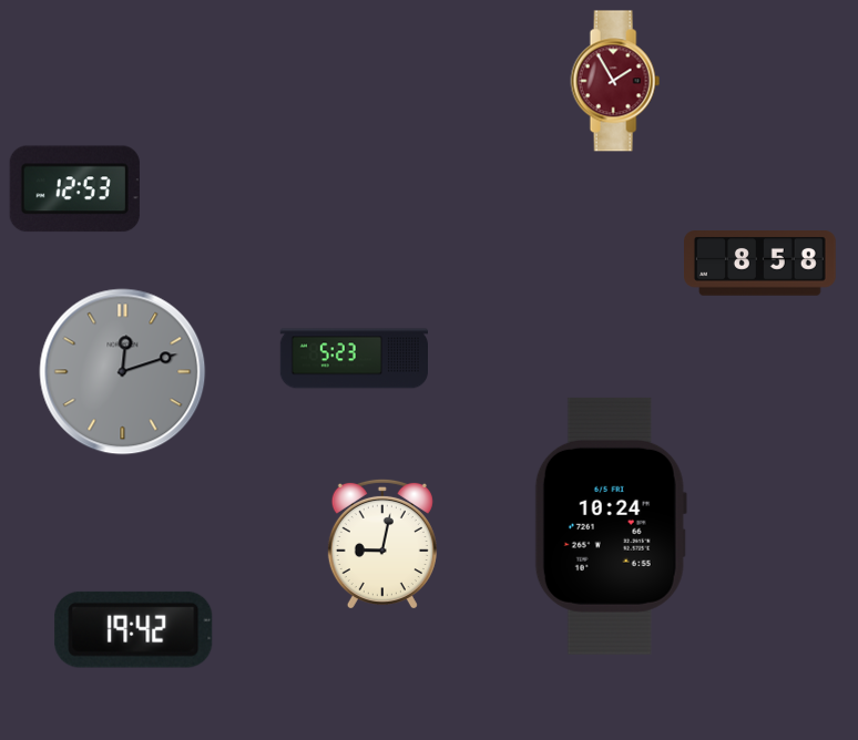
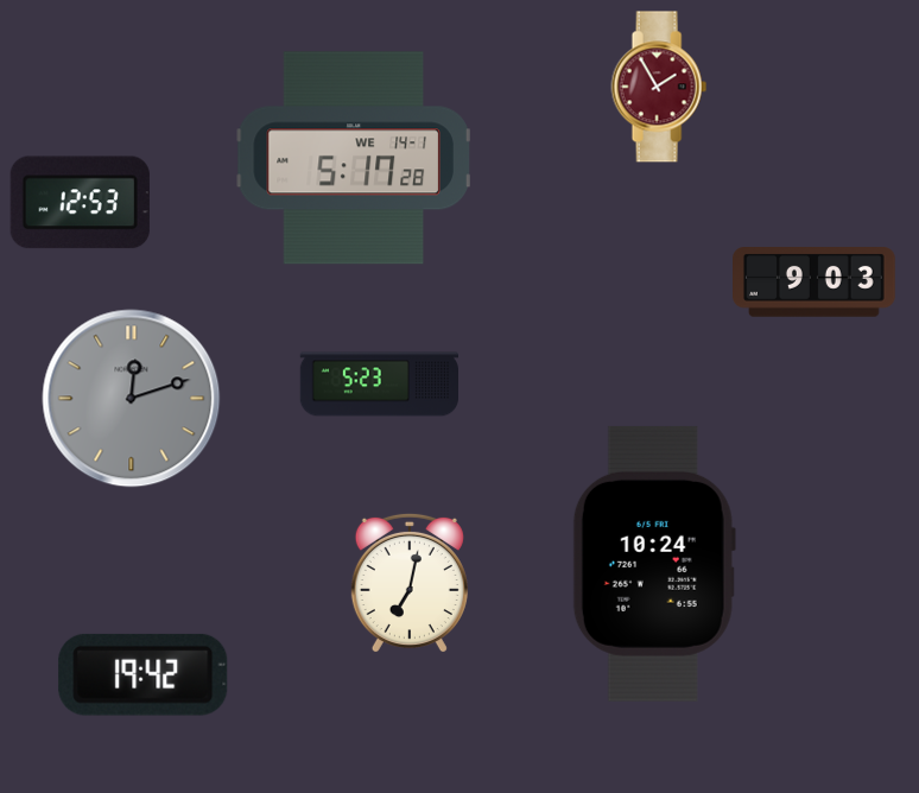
clock at (354, 158): none -> 5:17
clock at (760, 264): 8:58 -> 9:03
clock at (382, 544): 9:02 -> 7:02
